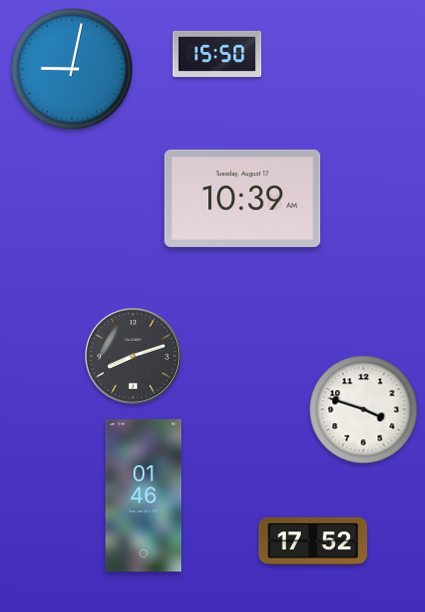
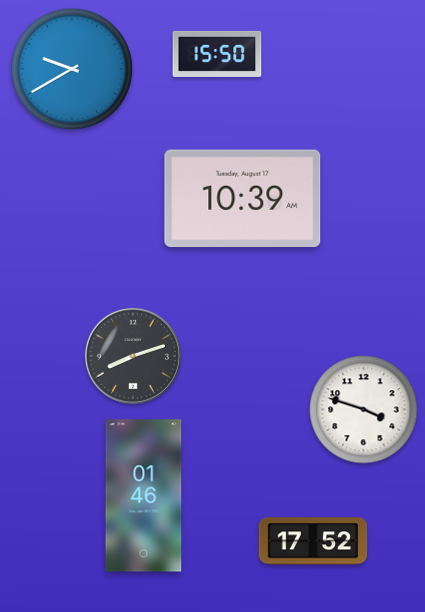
clock at (72, 69): 9:02 -> 9:40
